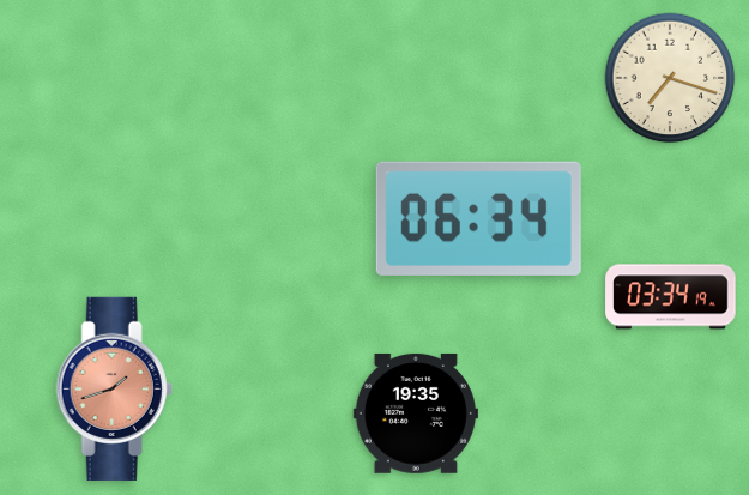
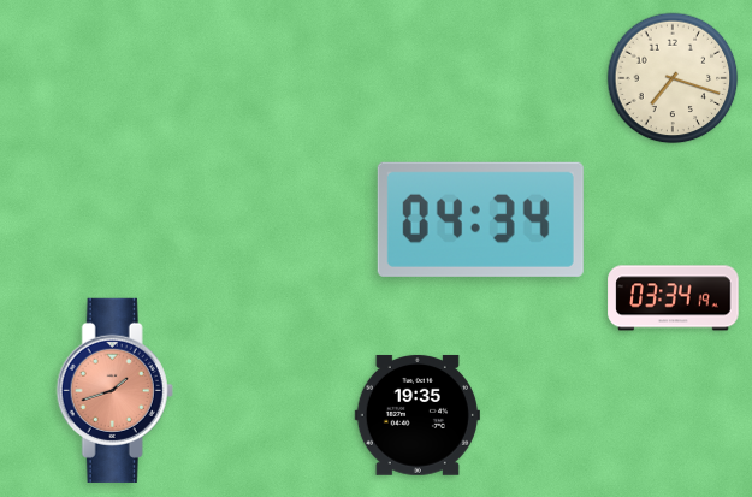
clock at (478, 218): 06:34 -> 04:34
